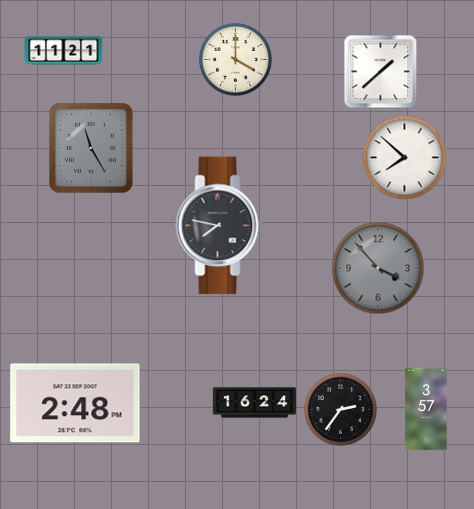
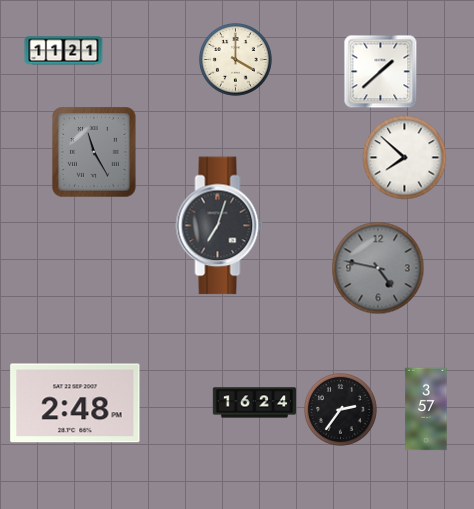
clock at (92, 149) position: (92, 149) -> (95, 153)
clock at (220, 226): 7:47 -> 7:03
clock at (378, 268): 3:53 -> 4:47
